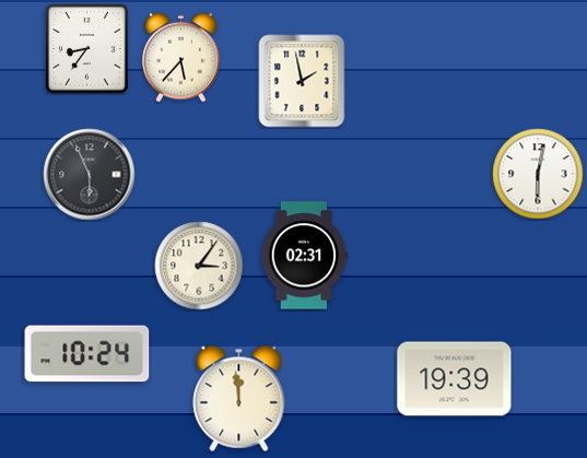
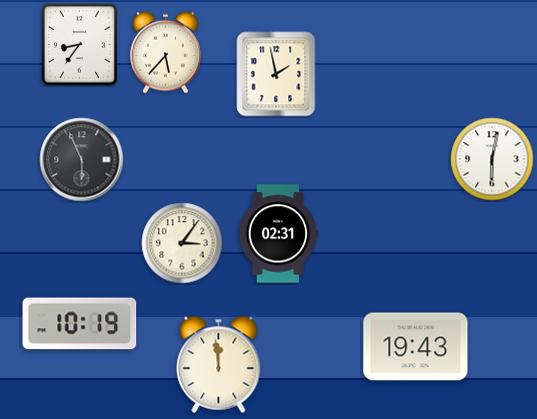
clock at (87, 354): 10:24 -> 10:19
clock at (455, 379): 19:39 -> 19:43
